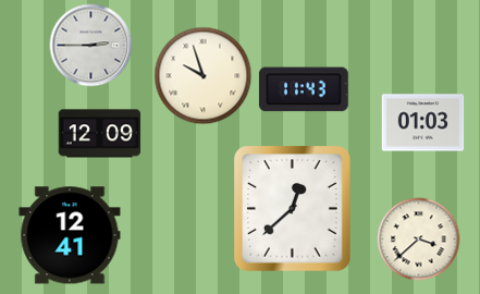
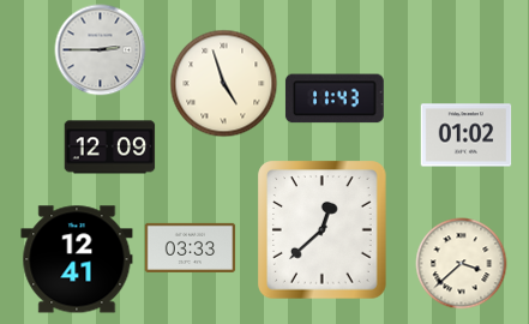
clock at (204, 76): 9:57 -> 4:57
clock at (423, 123): 01:03 -> 01:02
clock at (191, 247): none -> 03:33
